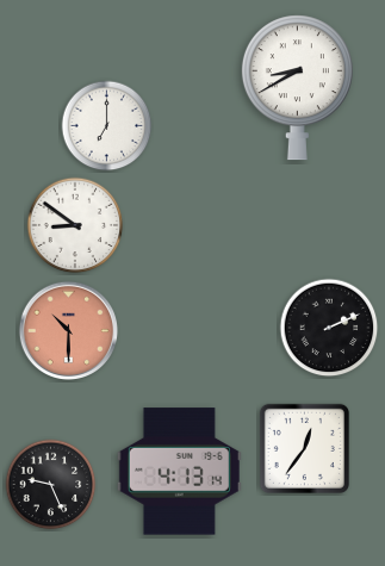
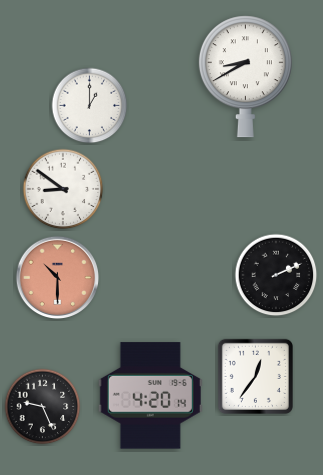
clock at (297, 88) position: (297, 88) -> (245, 77)
clock at (107, 126): 7:00 -> 1:00
clock at (179, 472): 4:13 -> 4:20
